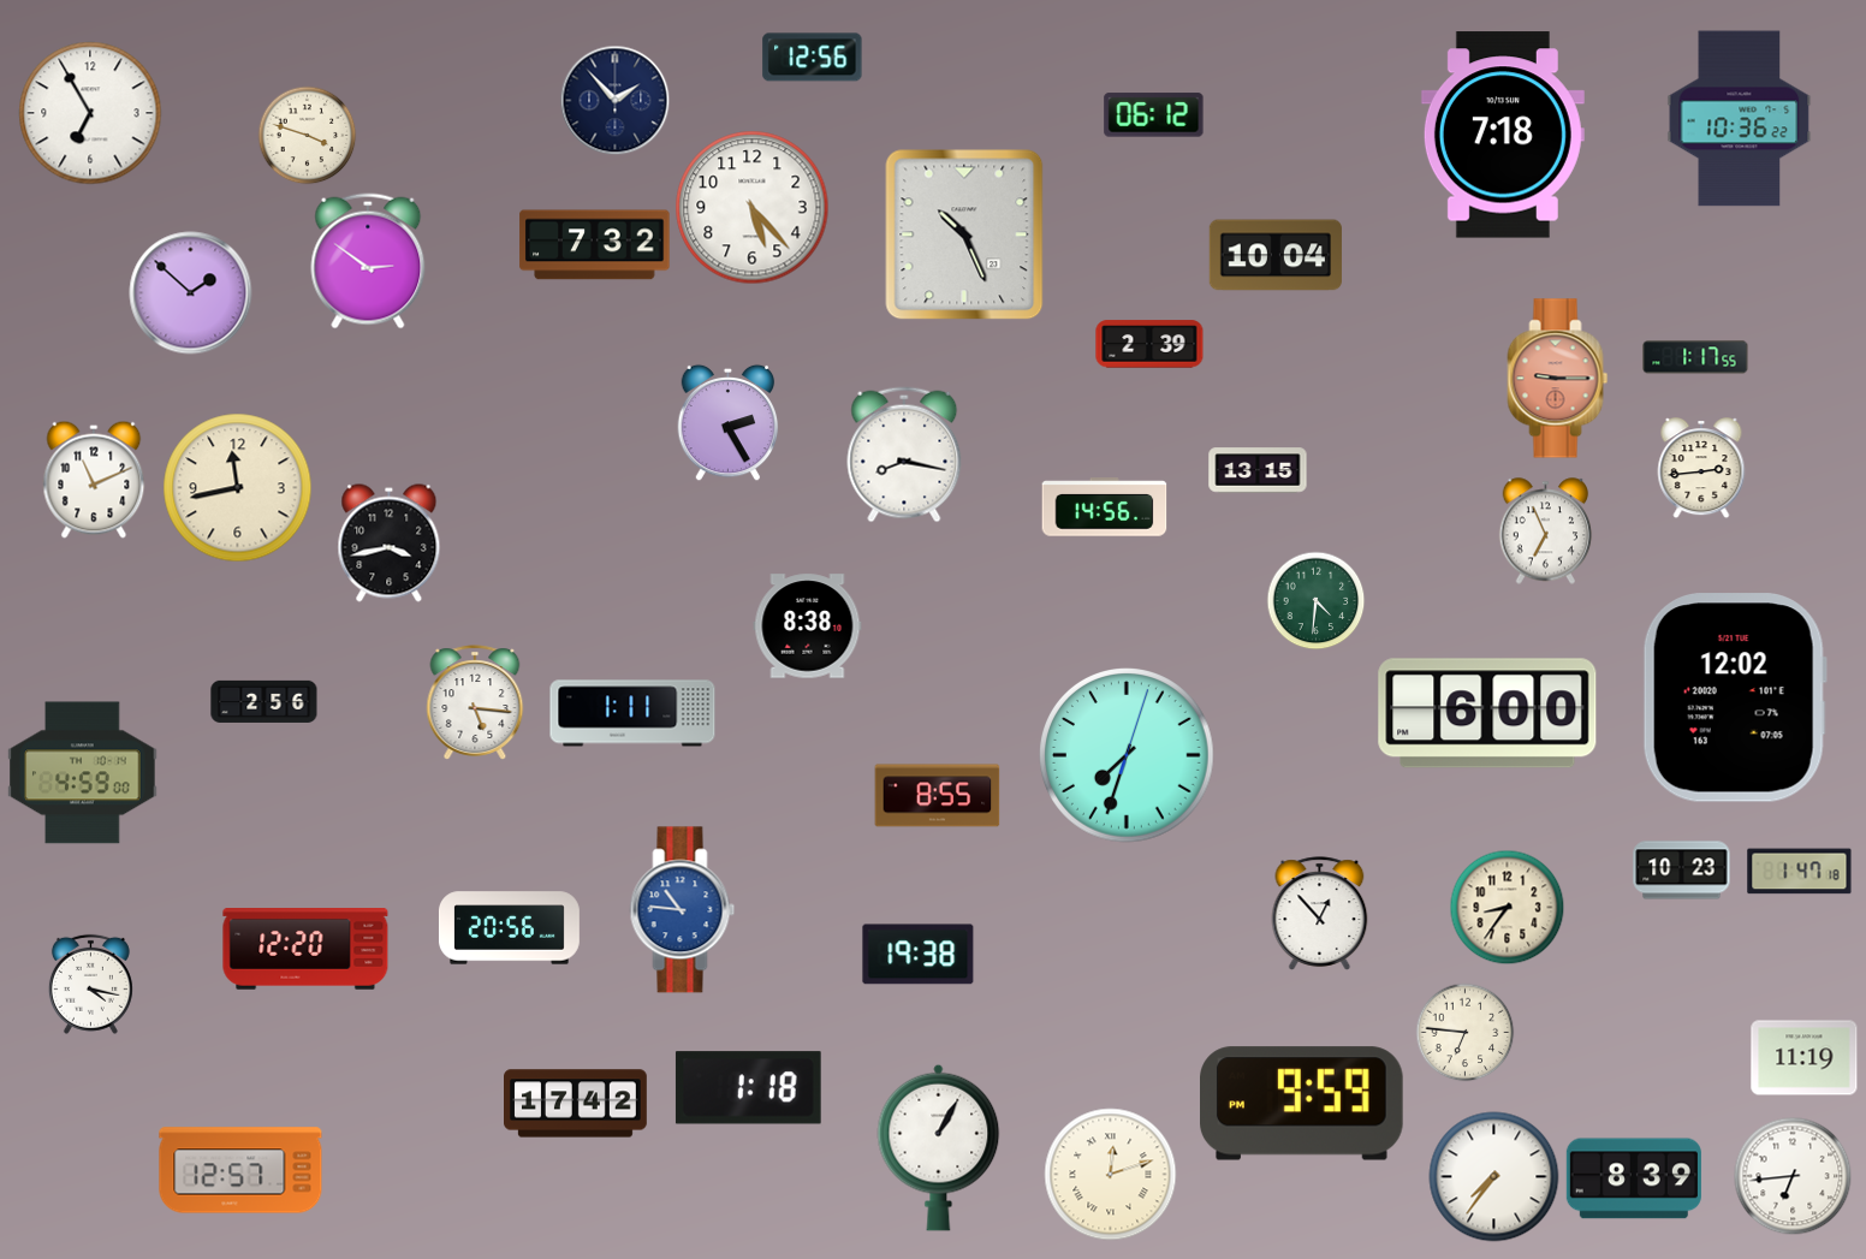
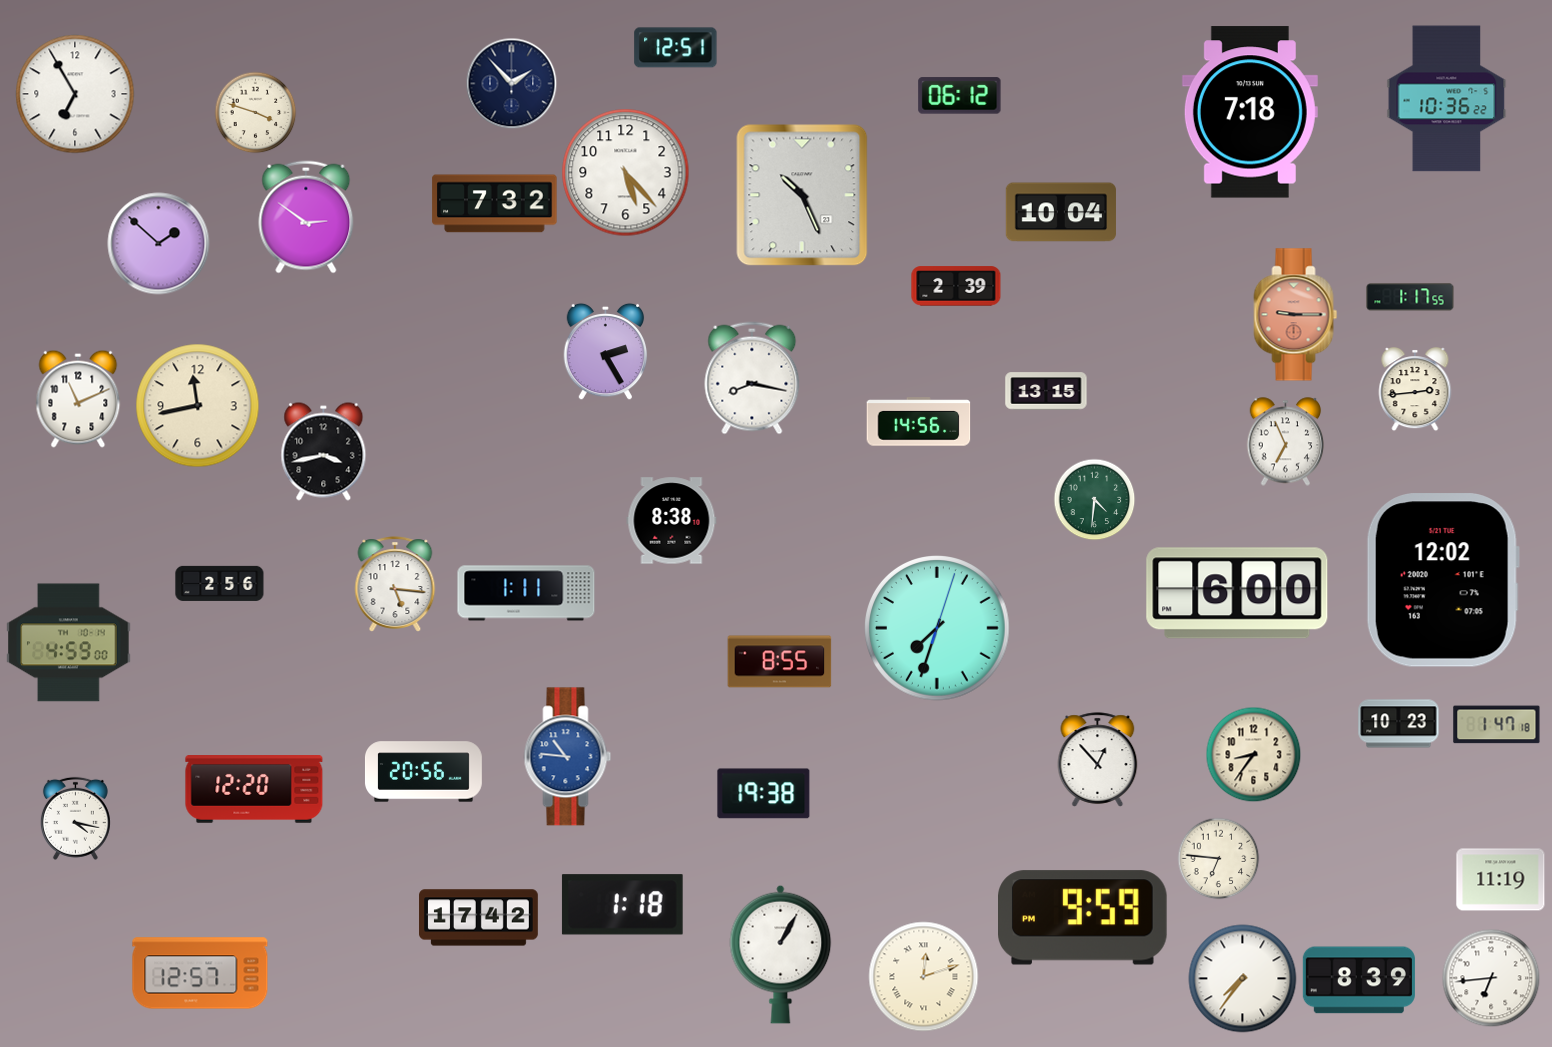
clock at (813, 58): 12:56 -> 12:51
